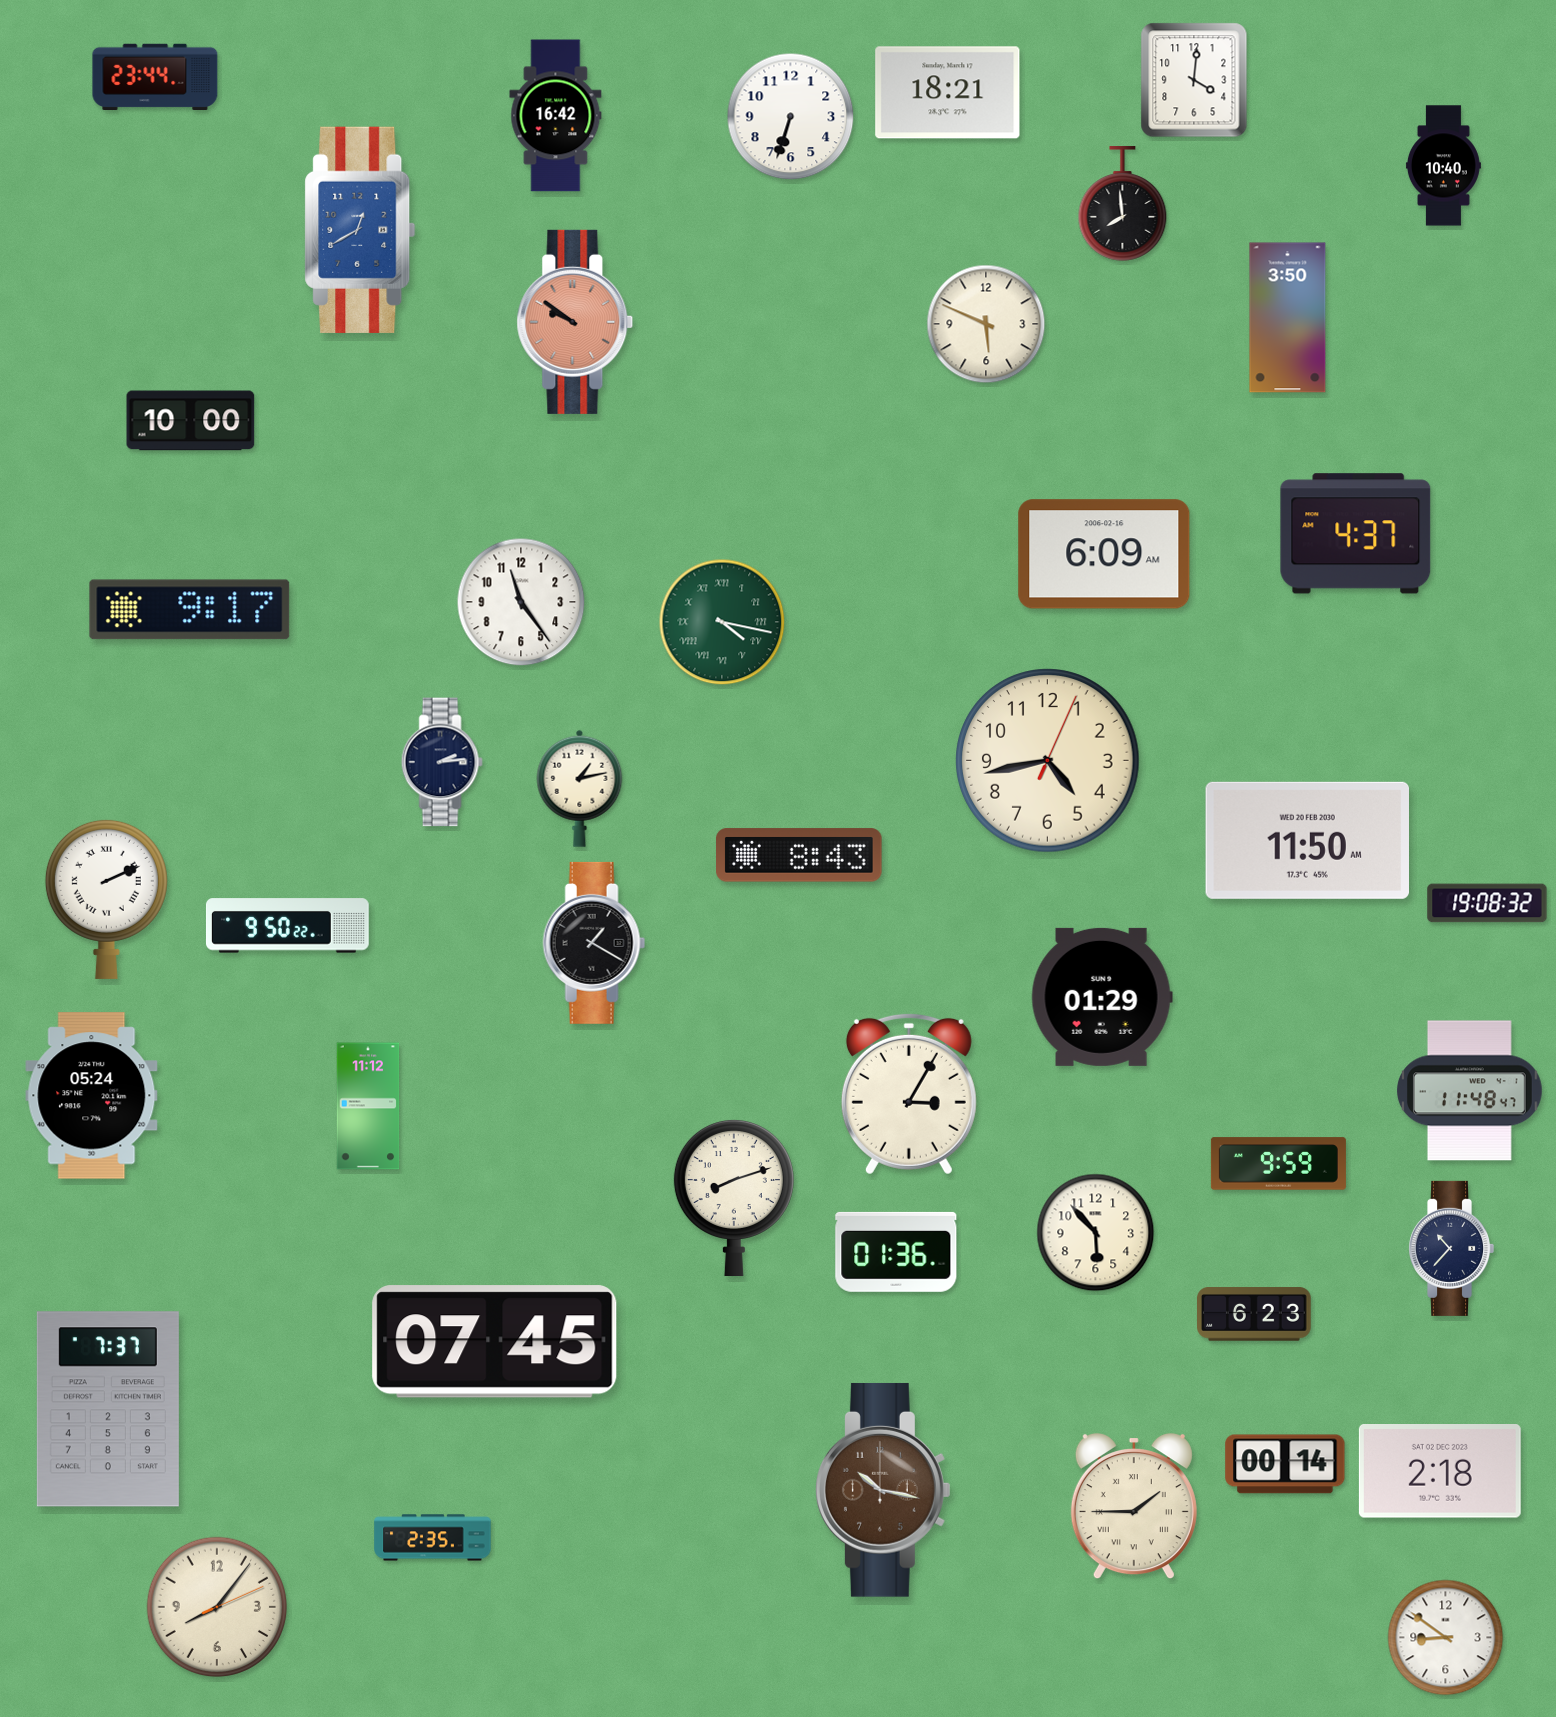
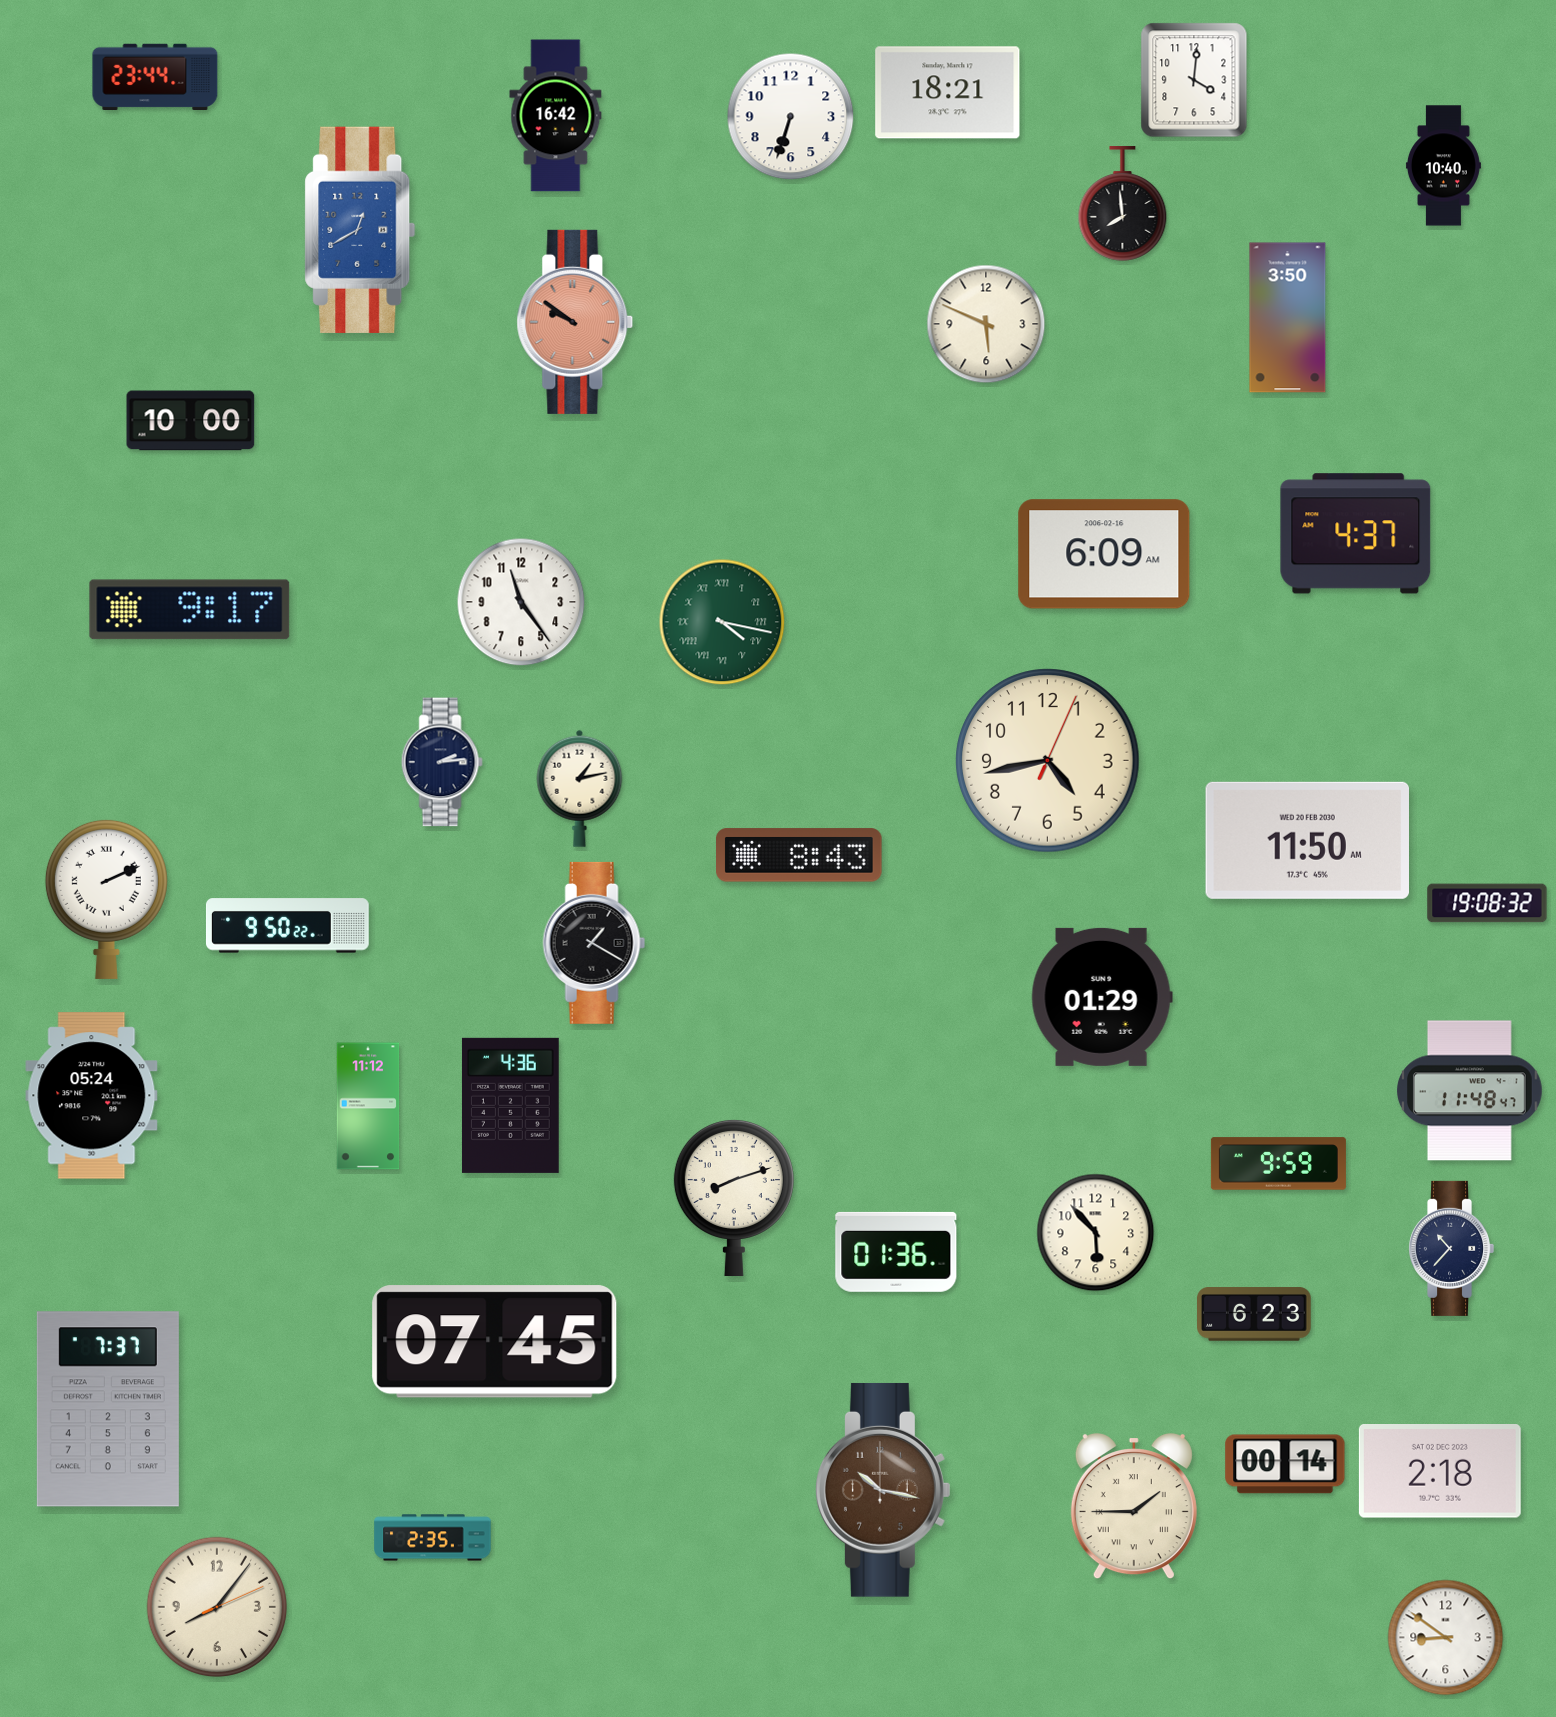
clock at (909, 1094): 3:05 -> none
clock at (511, 1105): none -> 4:36
